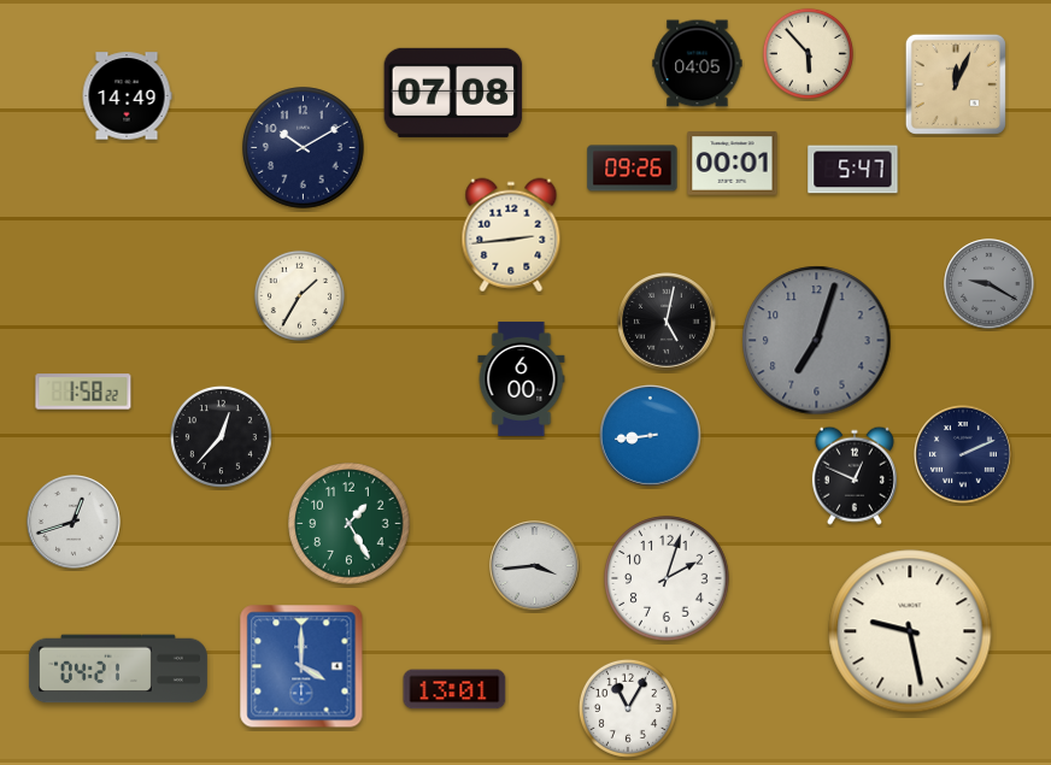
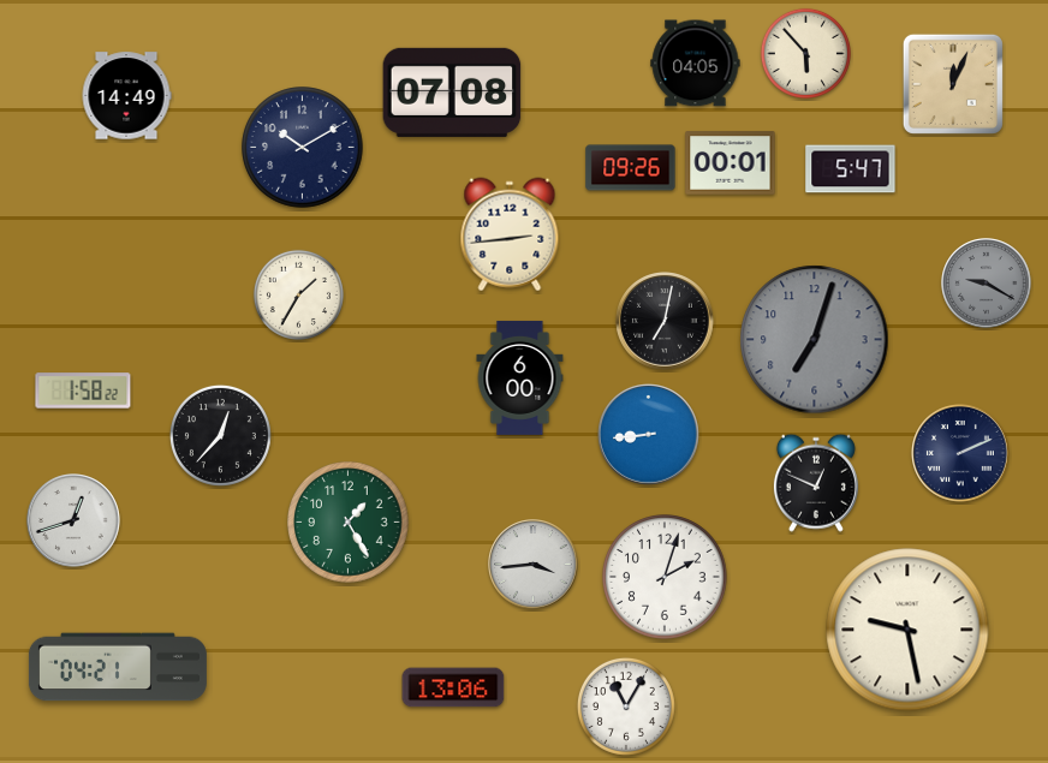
clock at (668, 323): 5:02 -> 7:02
clock at (855, 476) position: (855, 476) -> (816, 483)
clock at (301, 666): 4:00 -> none
clock at (454, 689): 13:01 -> 13:06
